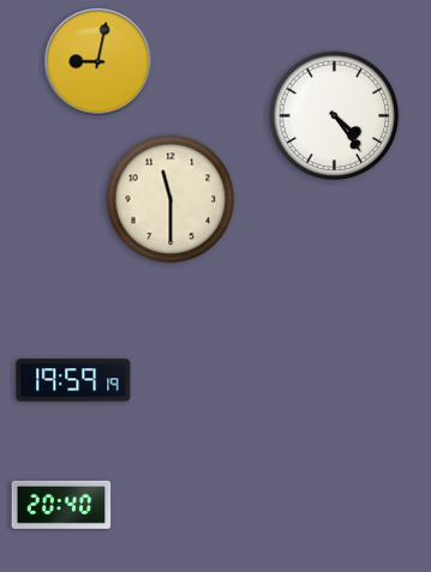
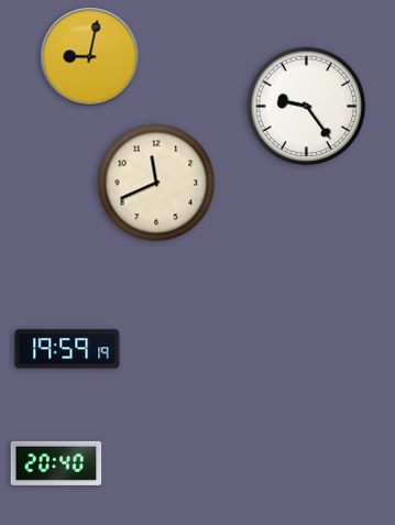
clock at (335, 116): 4:24 -> 9:24
clock at (170, 199): 11:30 -> 11:41
